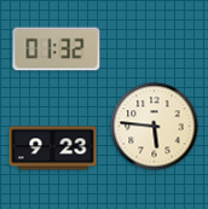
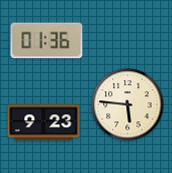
clock at (57, 50): 01:32 -> 01:36
